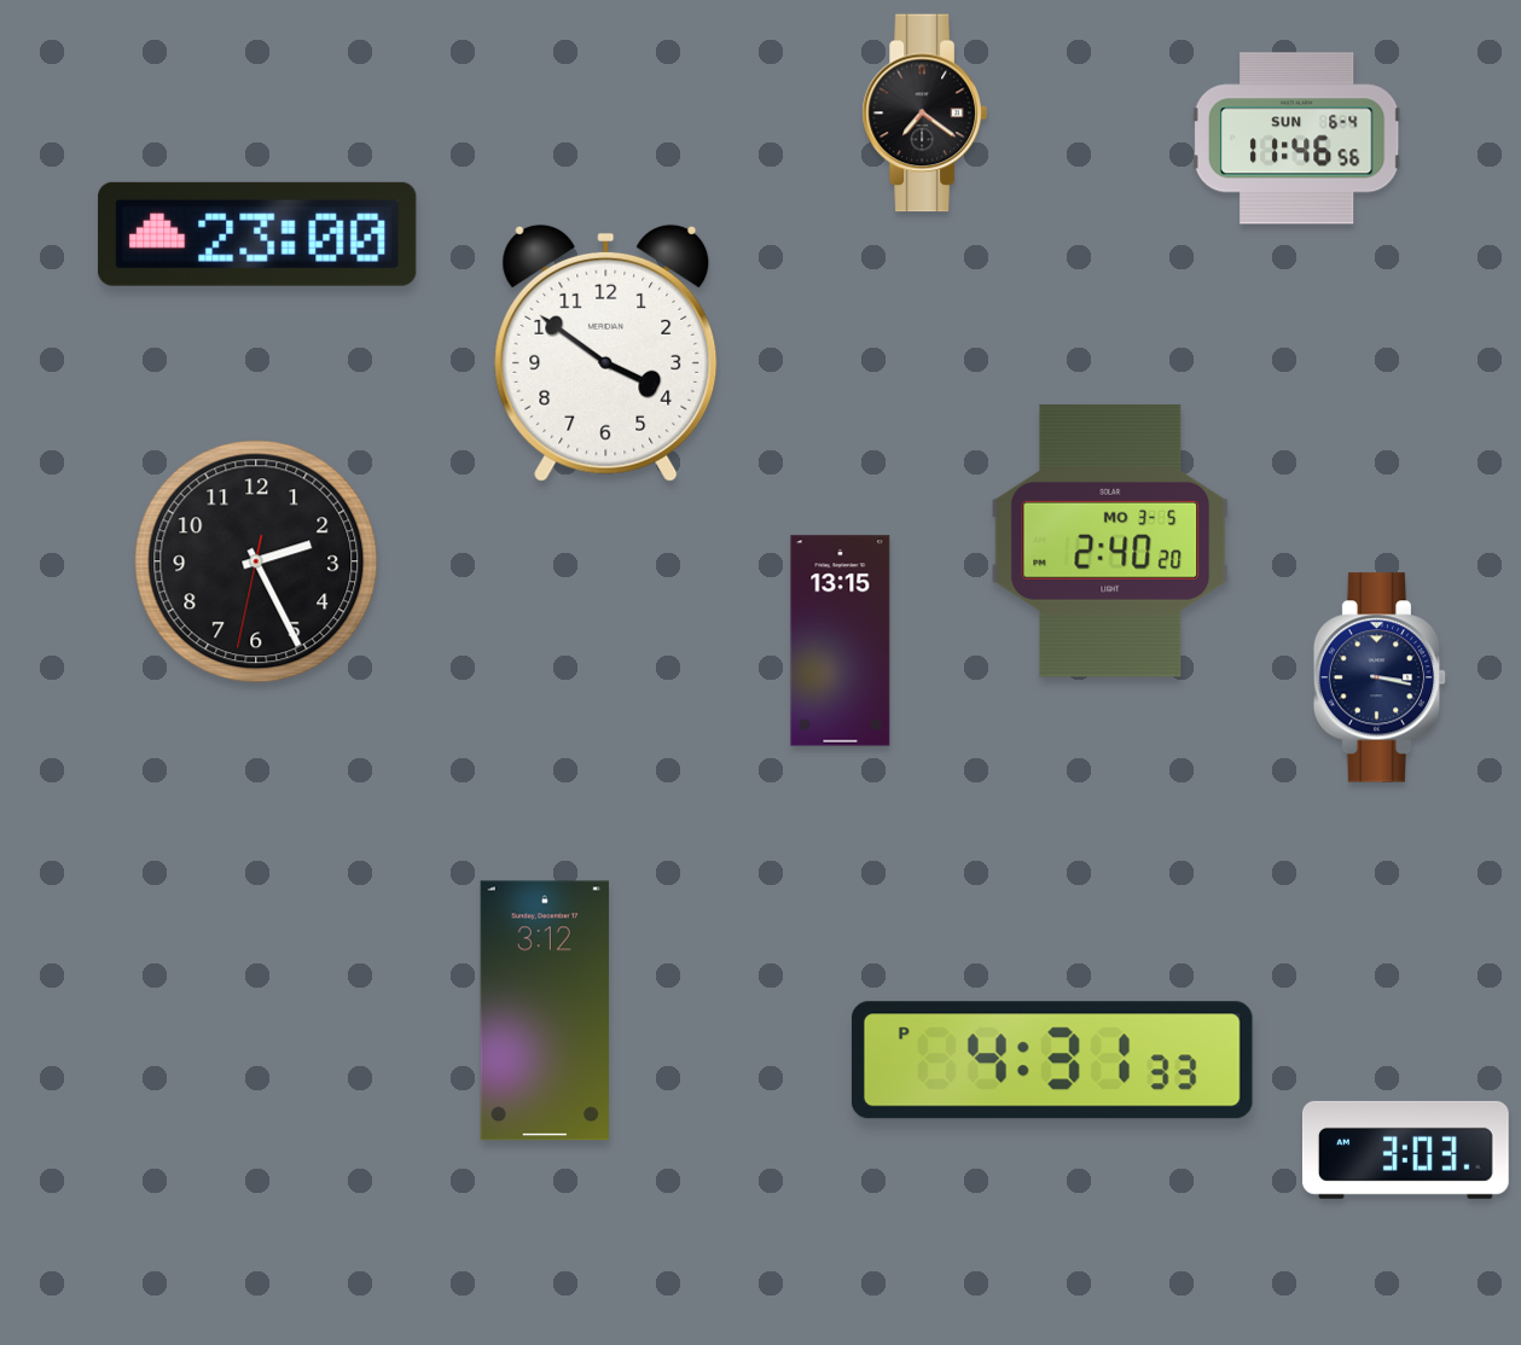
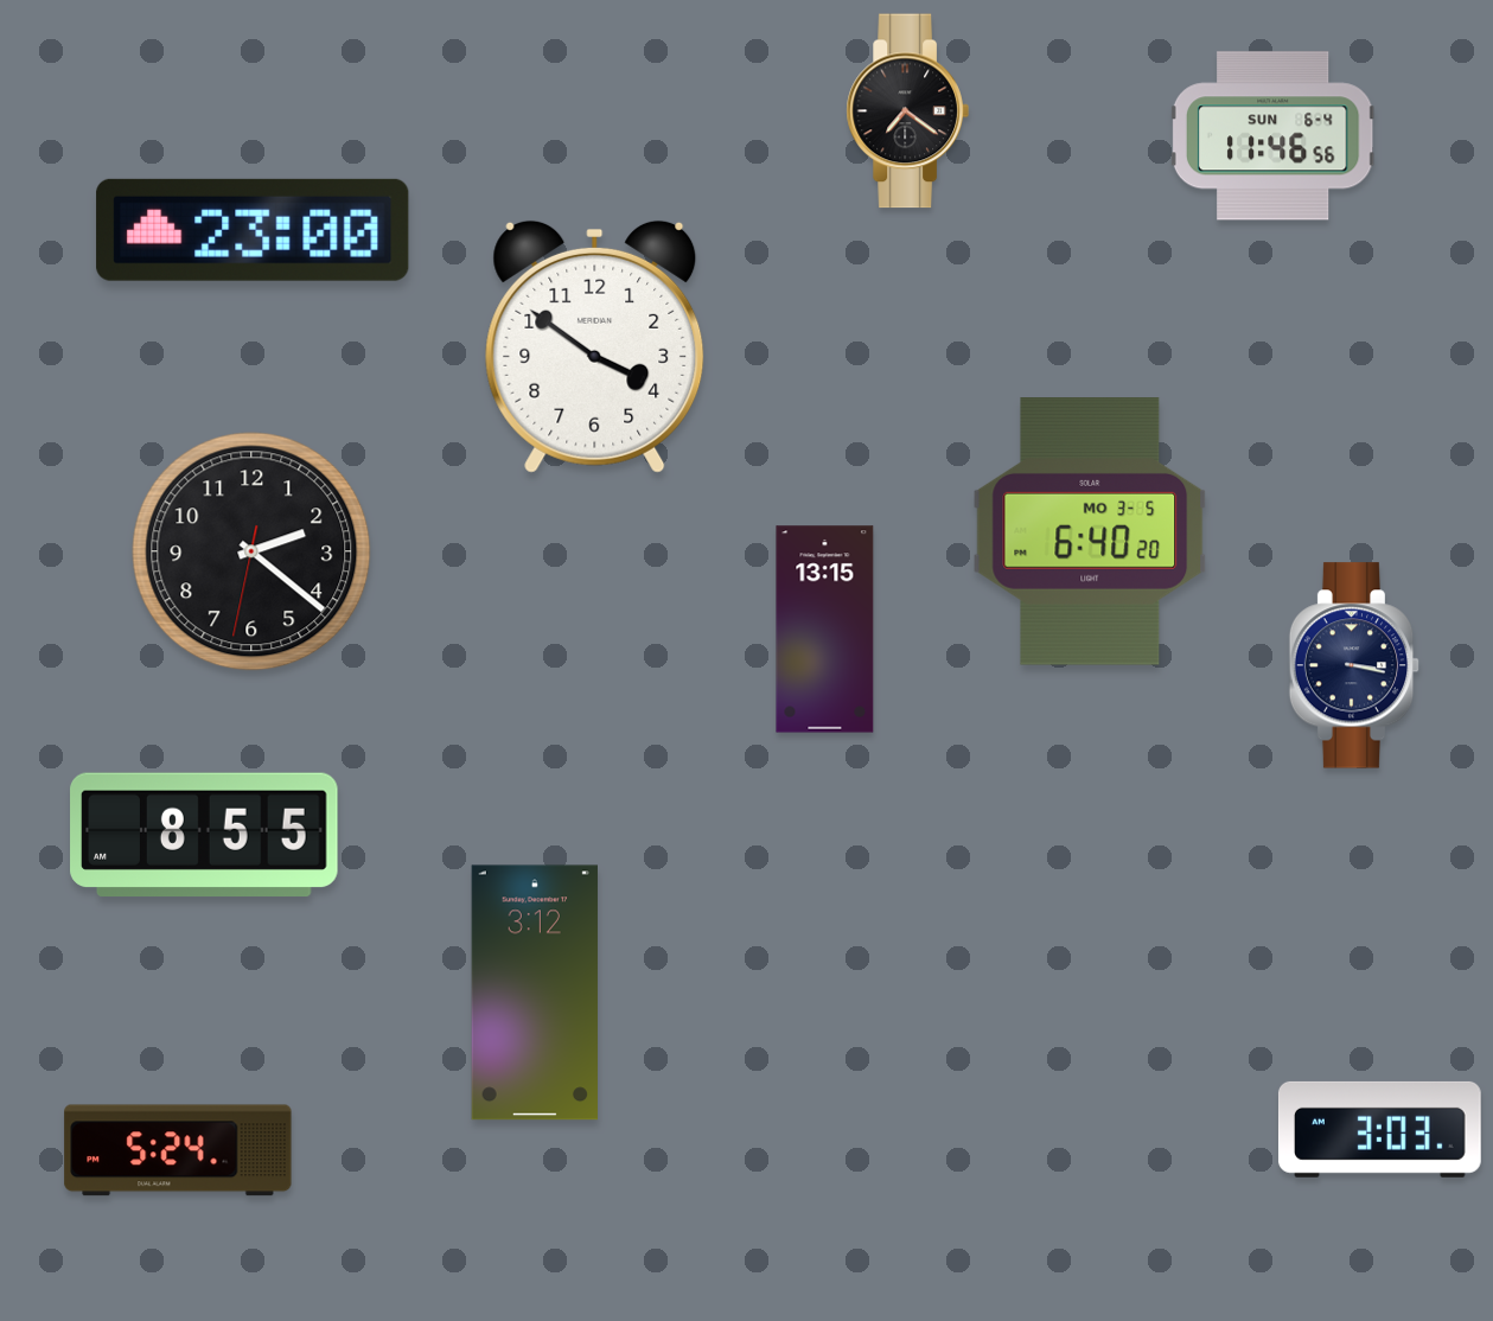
clock at (1110, 542): 2:40 -> 6:40
clock at (256, 561): 2:25 -> 2:21
clock at (204, 835): none -> 8:55
clock at (1052, 1060): 4:31 -> none
clock at (178, 1150): none -> 5:24
